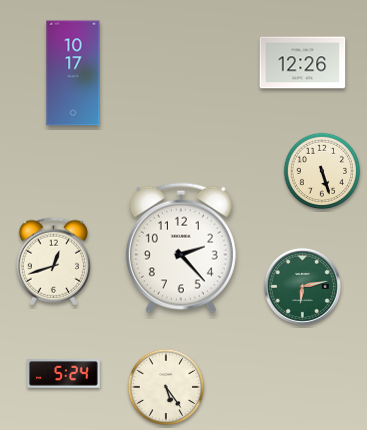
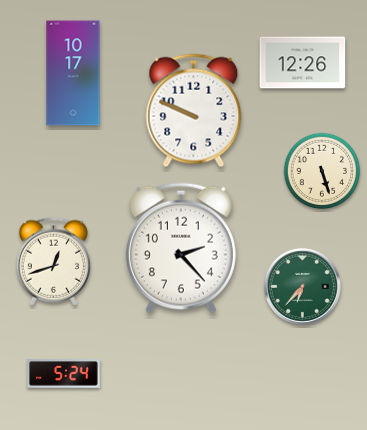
clock at (194, 111): none -> 9:49
clock at (302, 286): 6:13 -> 6:37
clock at (166, 387): 5:24 -> none
